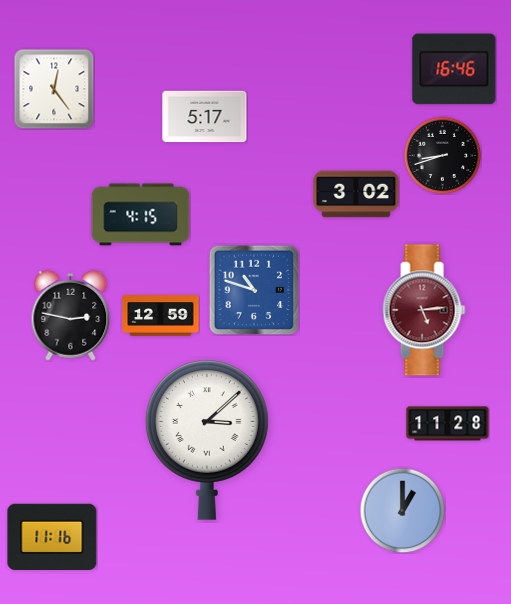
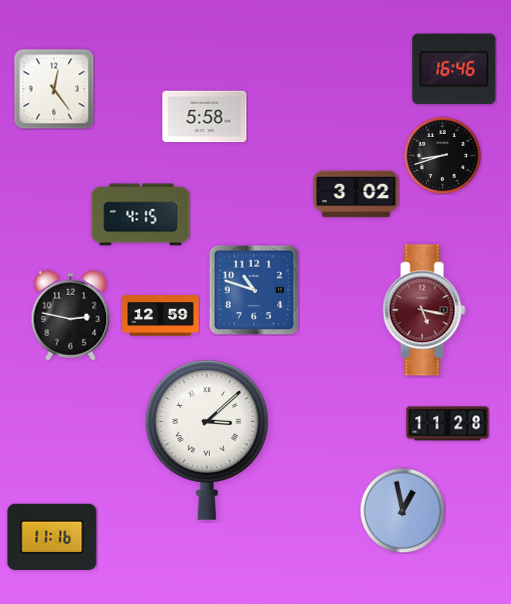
clock at (205, 117): 5:17 -> 5:58
clock at (424, 310): 5:14 -> 5:17
clock at (402, 510): 1:00 -> 12:58
